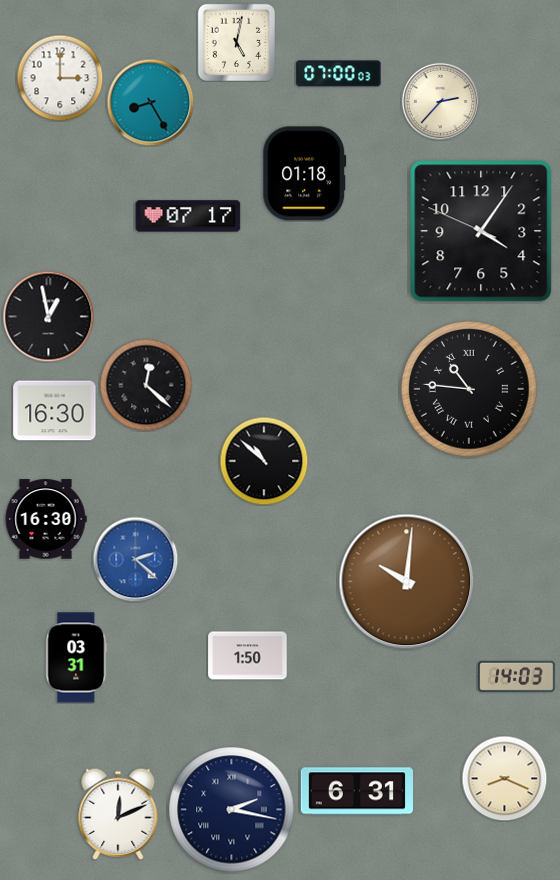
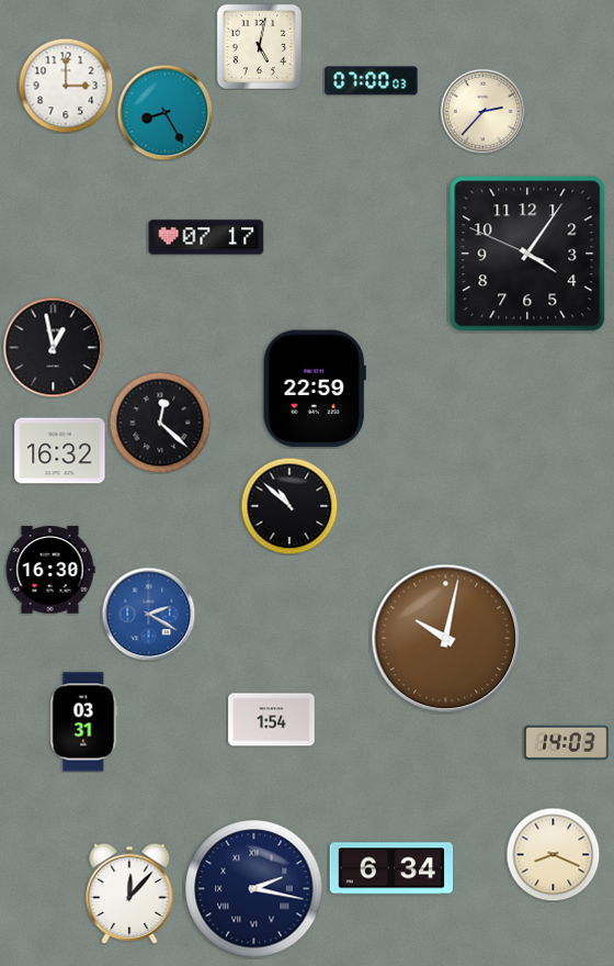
clock at (305, 174): 01:18 -> none
clock at (315, 389): none -> 22:59
clock at (469, 389): 10:46 -> none
clock at (55, 411): 16:30 -> 16:32
clock at (135, 559): 2:22 -> 2:20
clock at (407, 582): 10:01 -> 10:02
clock at (248, 656): 1:50 -> 1:54
clock at (356, 791): 6:31 -> 6:34
clock at (118, 814): 12:11 -> 12:07
